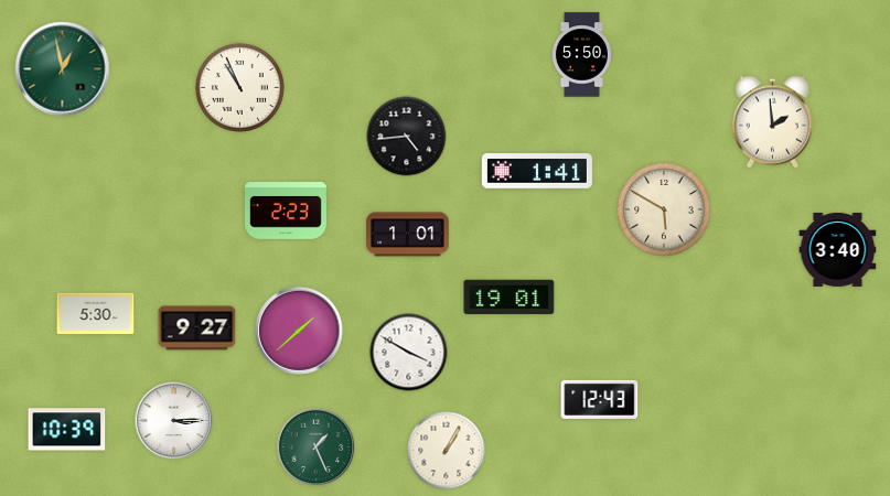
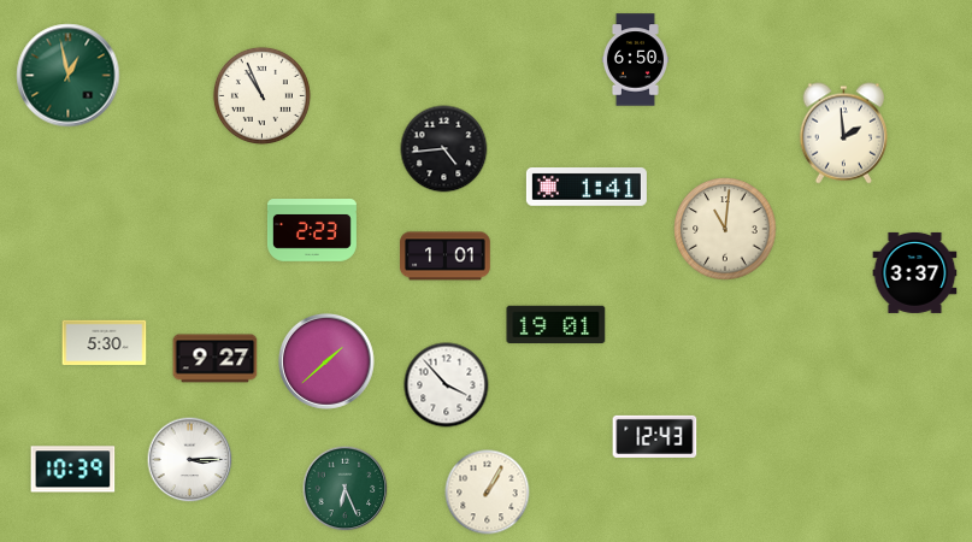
clock at (581, 55): 5:50 -> 6:50
clock at (664, 209): 5:50 -> 11:01
clock at (838, 249): 3:40 -> 3:37
clock at (409, 353): 3:50 -> 3:53
clock at (317, 448): 1:26 -> 6:26
